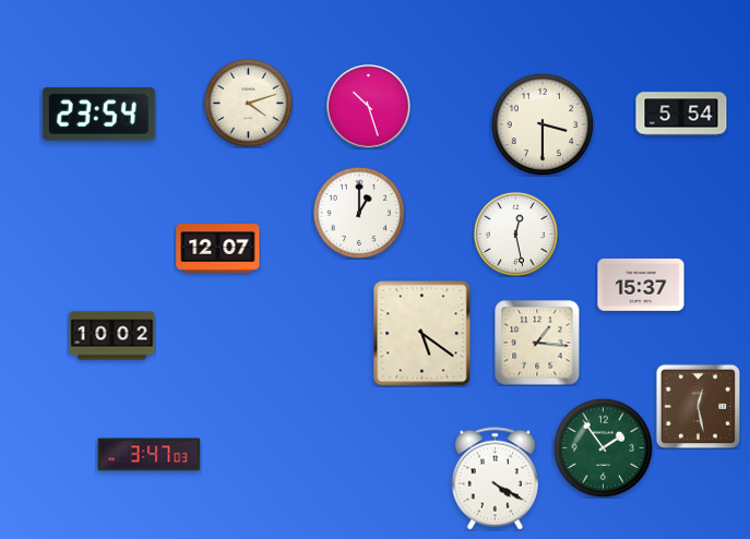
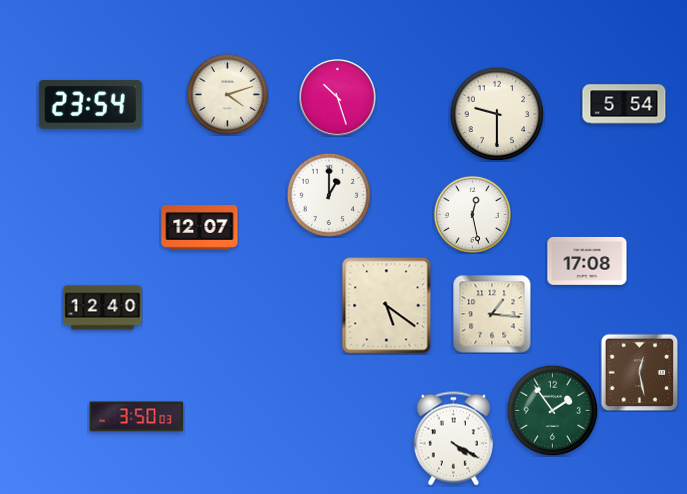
clock at (543, 124): 3:30 -> 9:30
clock at (641, 285): 15:37 -> 17:08
clock at (112, 336): 10:02 -> 12:40
clock at (150, 455): 3:47 -> 3:50
